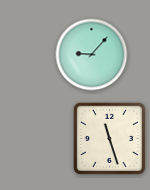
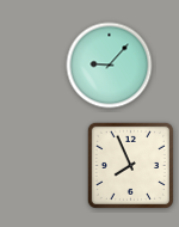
clock at (109, 138): 11:27 -> 7:56
